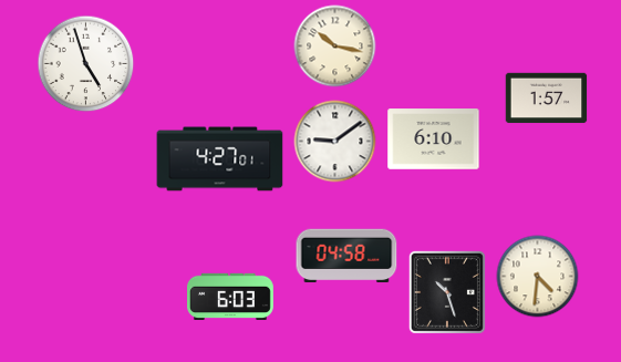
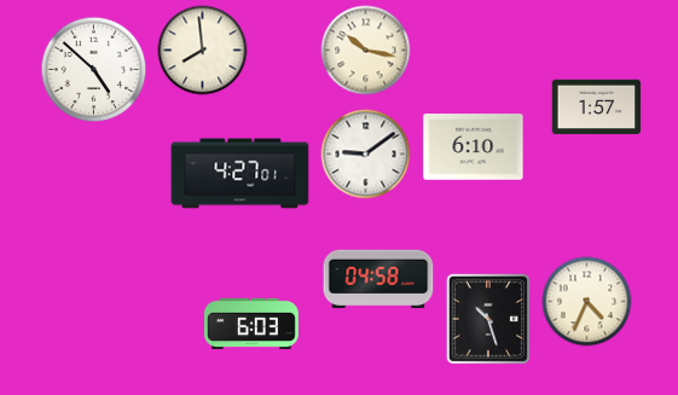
clock at (203, 51): none -> 7:59
clock at (86, 64): 4:57 -> 4:52
clock at (434, 139) position: (434, 139) -> (474, 147)
clock at (538, 277): 4:31 -> 4:34
